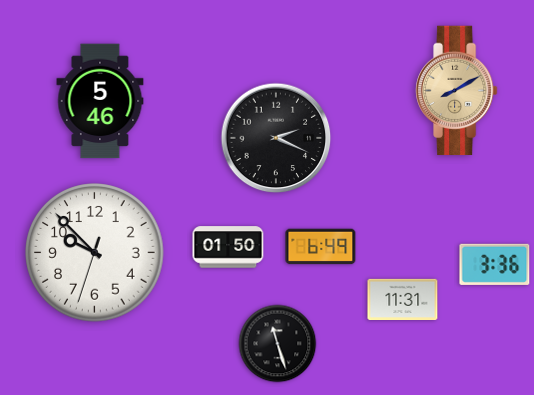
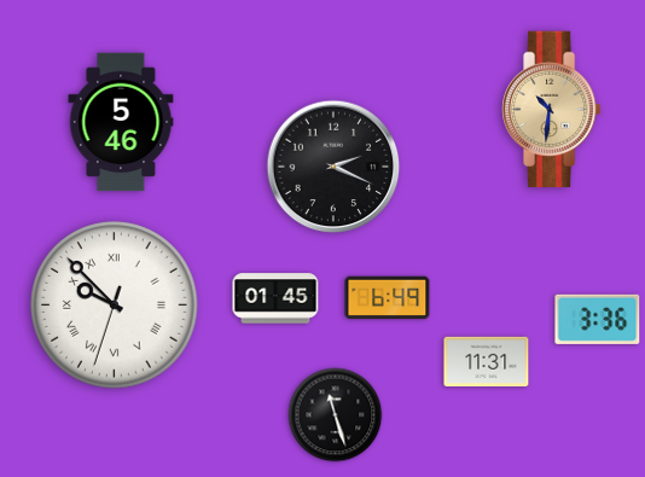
clock at (457, 91): 8:10 -> 10:31
clock at (228, 247): 01:50 -> 01:45
clock at (95, 253) numerals: Arabic -> Roman
